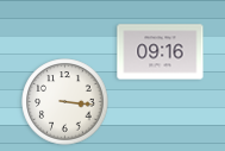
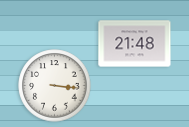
clock at (161, 52): 09:16 -> 21:48
